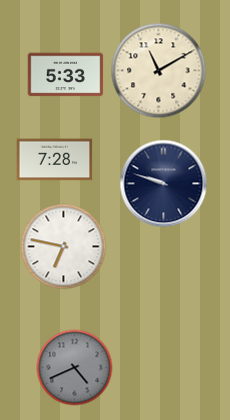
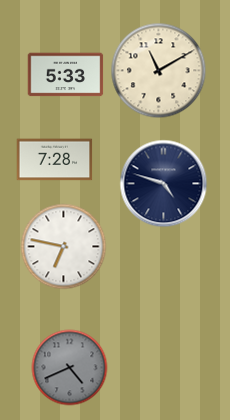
clock at (164, 184): 9:48 -> 4:48
clock at (75, 368) position: (75, 368) -> (70, 368)
